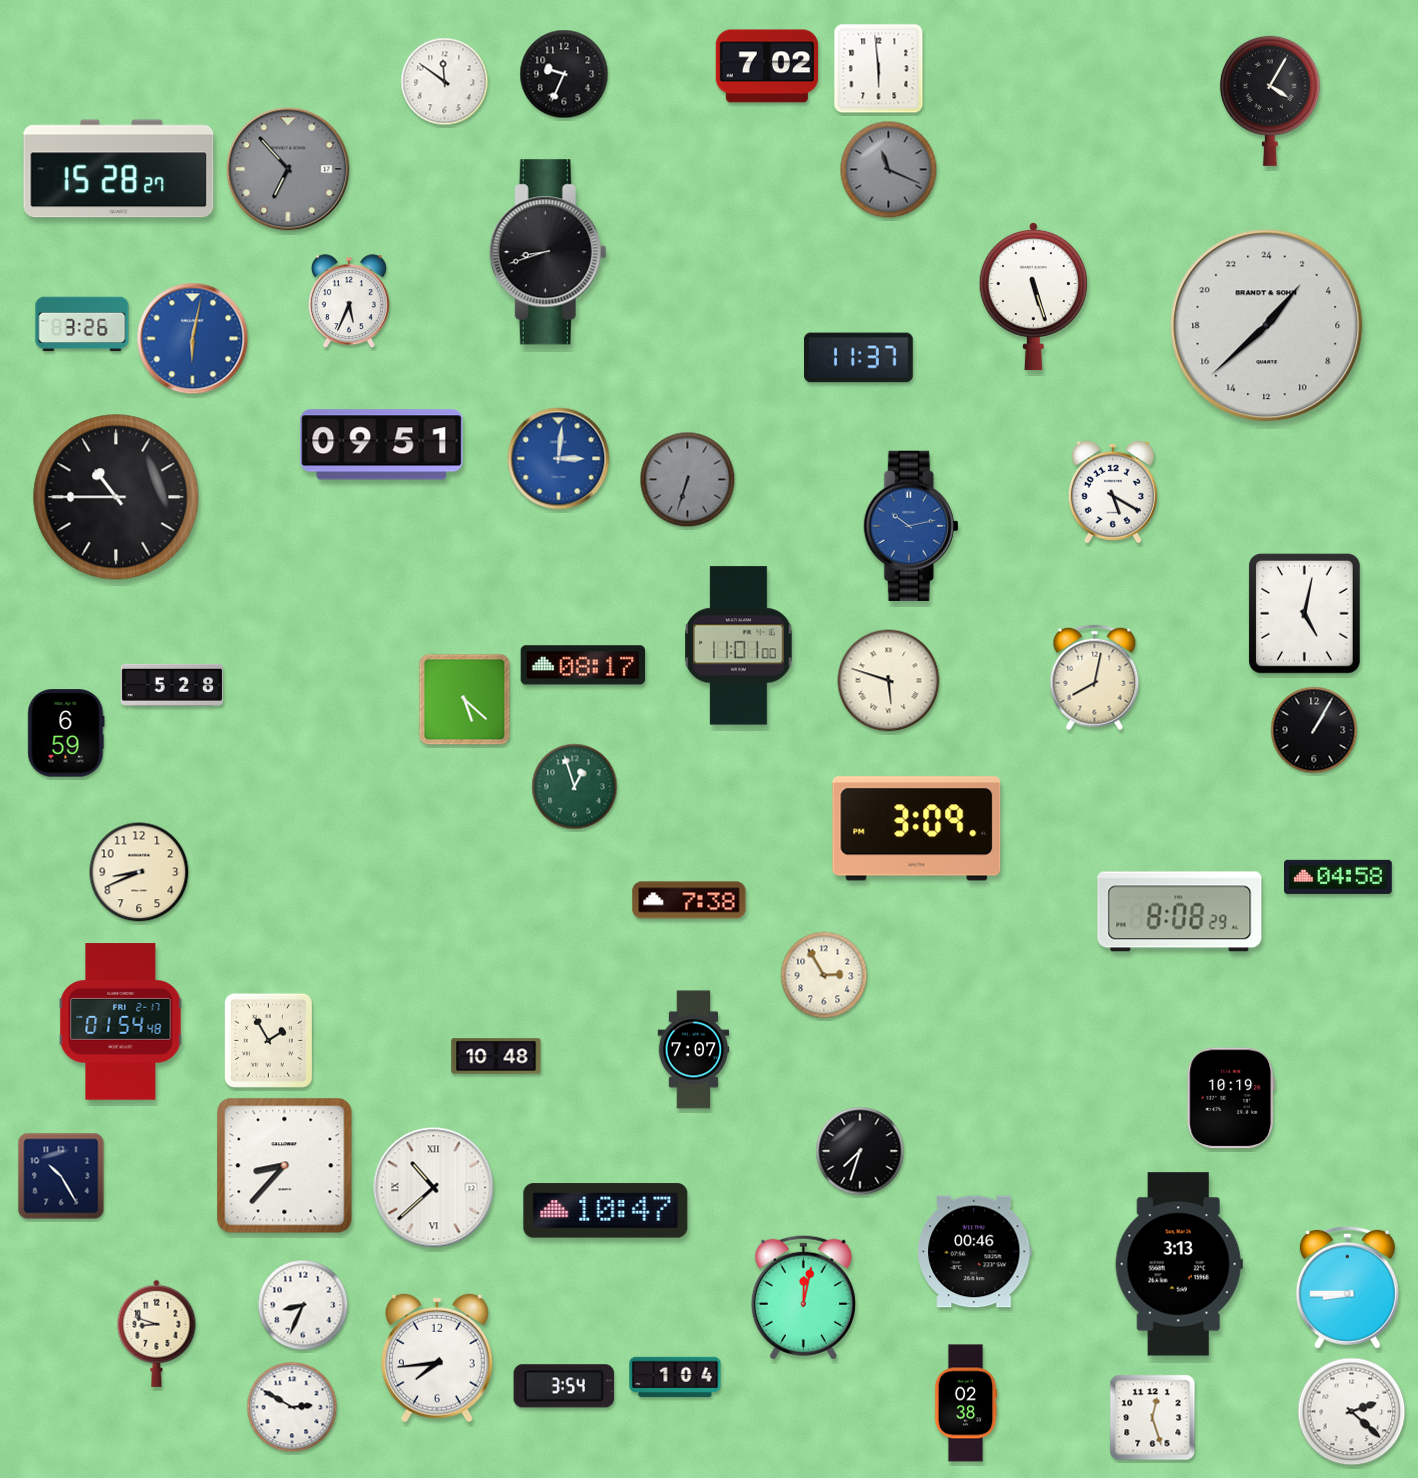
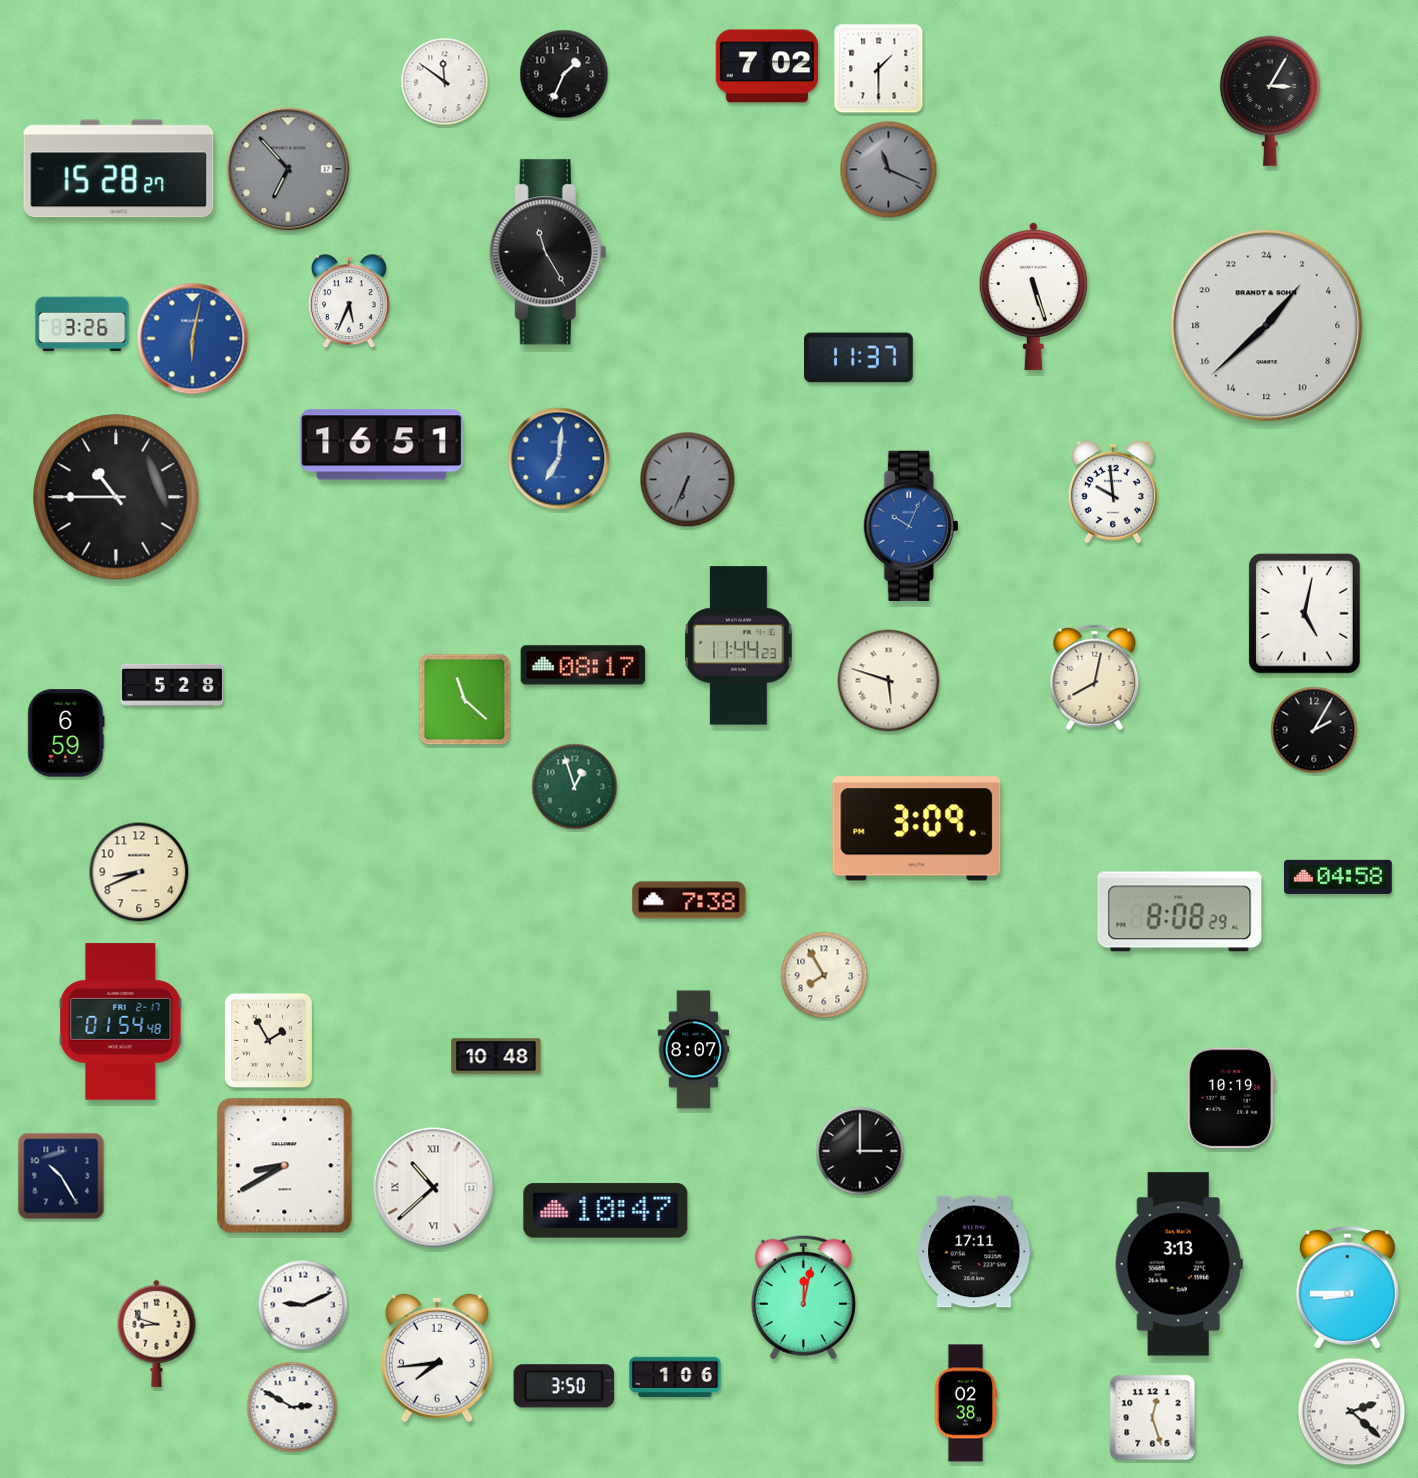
clock at (879, 69): 5:59 -> 1:30
clock at (564, 74): 9:34 -> 1:34
clock at (1270, 101): 4:05 -> 3:05
clock at (548, 252): 8:42 -> 11:25
clock at (382, 445): 09:51 -> 16:51
clock at (559, 459): 3:01 -> 7:01
clock at (688, 480): 6:33 -> 6:34
clock at (1113, 492): 5:20 -> 9:59
clock at (911, 526): 10:13 -> 10:04
clock at (739, 646): 11:01 -> 11:44
clock at (465, 700): 5:22 -> 11:22
clock at (1314, 730): 1:05 -> 2:05
clock at (824, 975): 2:55 -> 7:55
clock at (694, 1050): 7:07 -> 8:07
clock at (860, 1151): 7:33 -> 3:00
clock at (285, 1166): 8:37 -> 8:40
clock at (975, 1252): 00:46 -> 17:11
clock at (303, 1305): 8:34 -> 9:11
clock at (675, 1376): 1:04 -> 1:06
clock at (564, 1386): 3:54 -> 3:50
